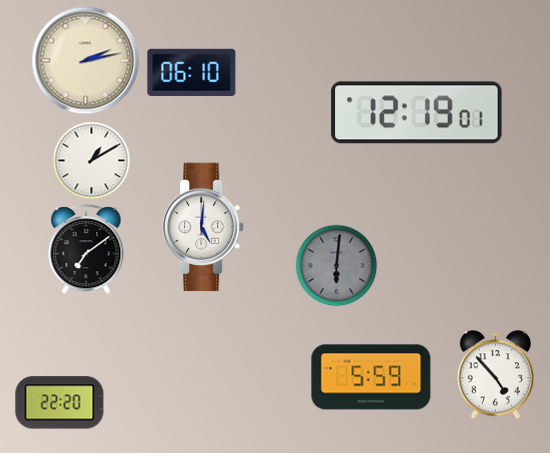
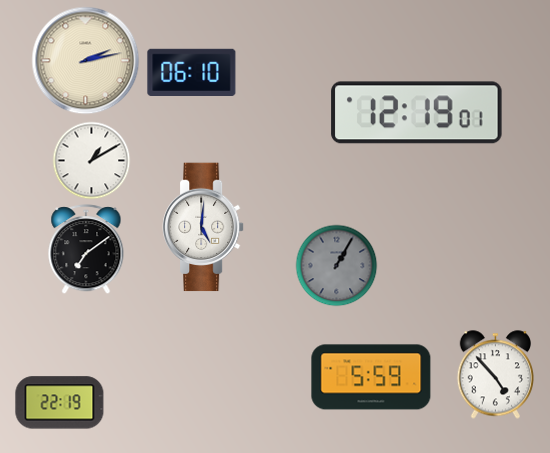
clock at (337, 266): 6:01 -> 1:05
clock at (60, 403): 22:20 -> 22:19
